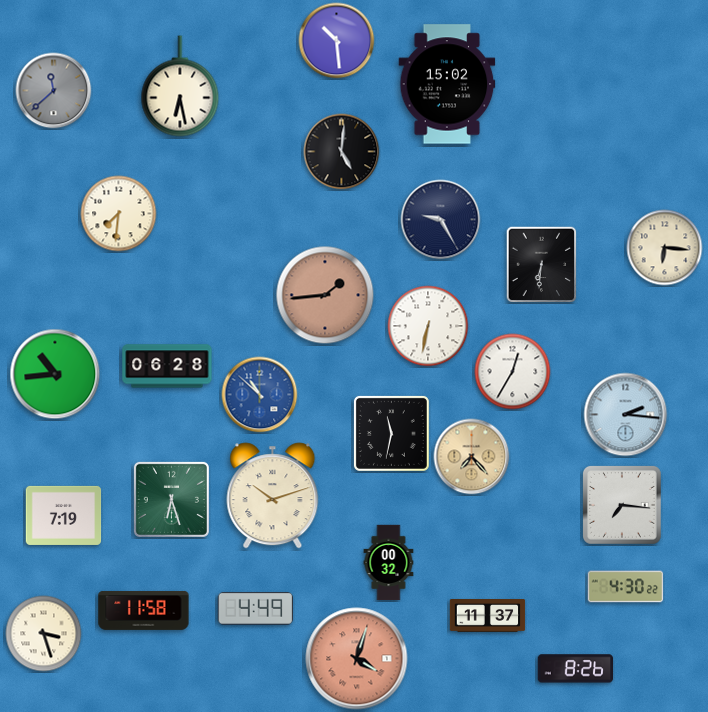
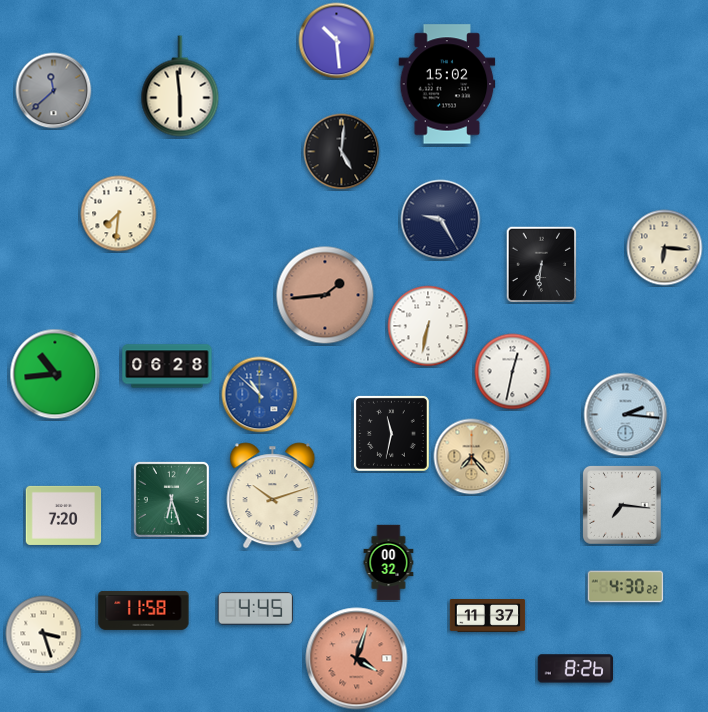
clock at (180, 86): 6:28 -> 5:59
clock at (513, 372): 12:35 -> 12:32
clock at (64, 515): 7:19 -> 7:20
clock at (255, 609): 4:49 -> 4:45
